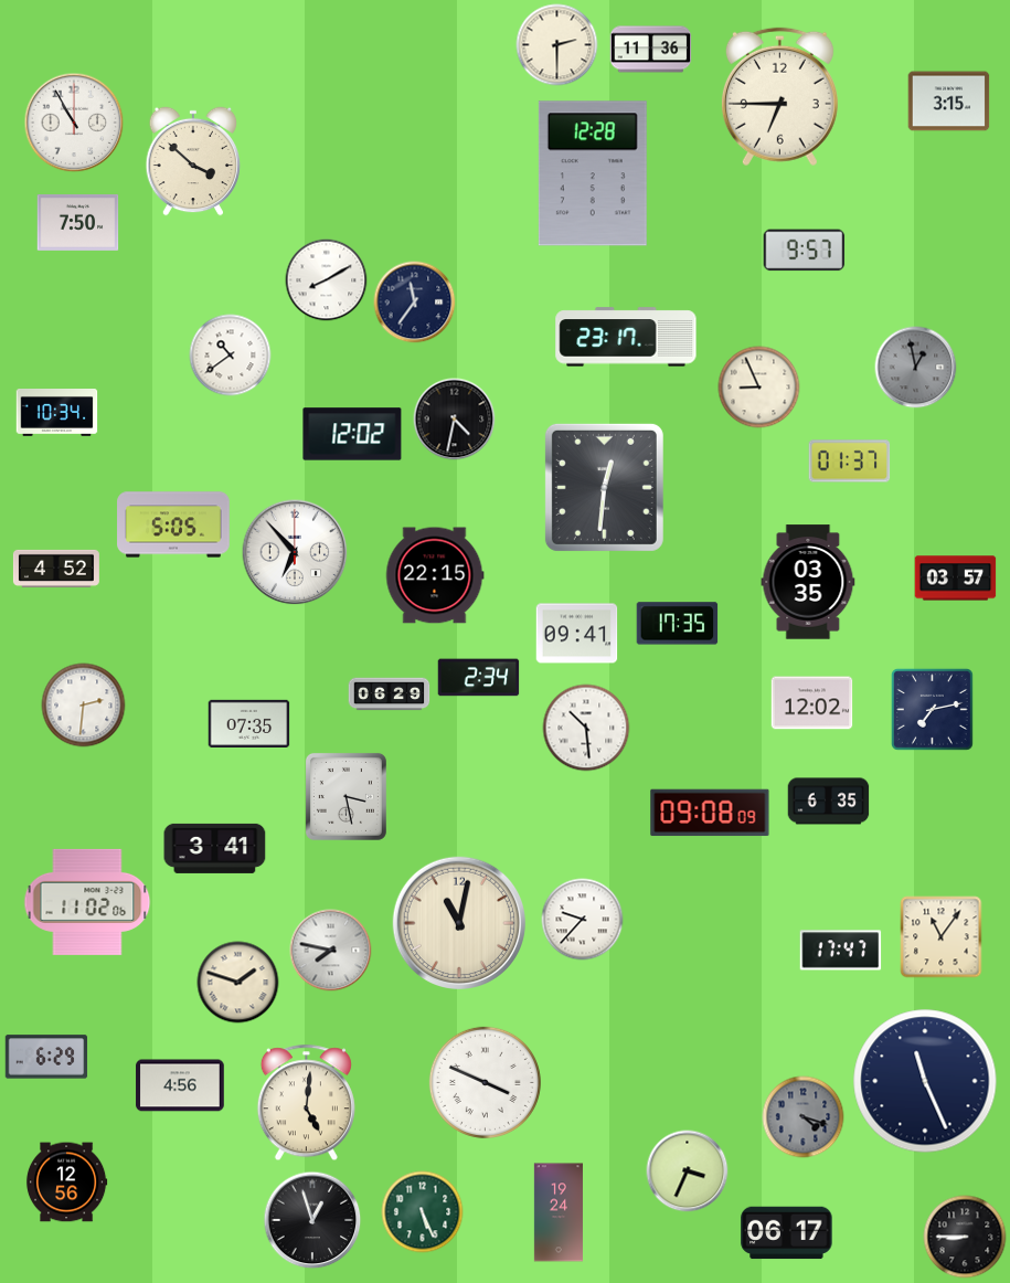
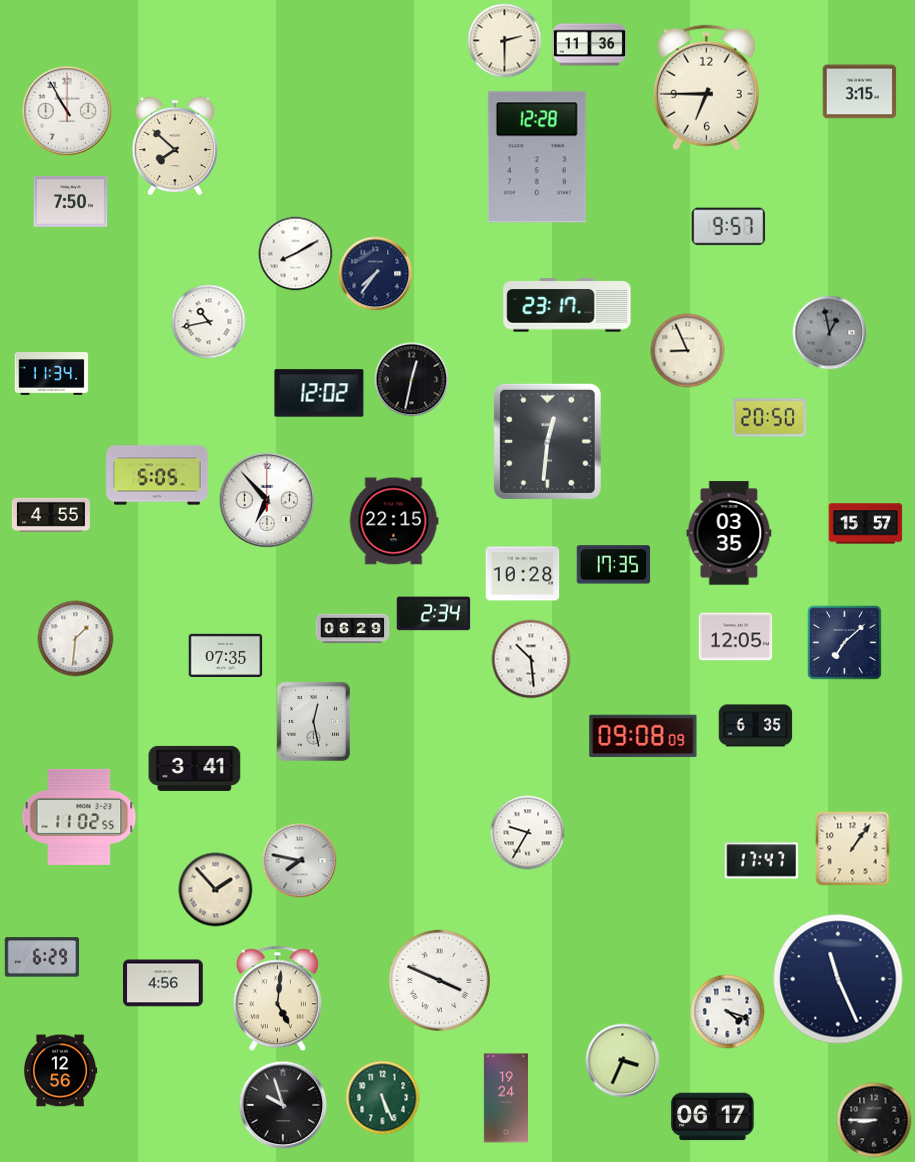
clock at (193, 161): 3:52 -> 7:52
clock at (415, 303): 11:36 -> 7:36
clock at (231, 356): 10:39 -> 10:43
clock at (57, 413): 10:34 -> 11:34
clock at (455, 420): 4:32 -> 12:32
clock at (850, 462): 01:37 -> 20:50
clock at (56, 569): 4:52 -> 4:55
clock at (956, 579): 03:57 -> 15:57
clock at (808, 582) position: (808, 582) -> (729, 533)
clock at (577, 634): 09:41 -> 10:28
clock at (812, 703): 12:02 -> 12:05
clock at (84, 706): 2:31 -> 1:31
clock at (932, 709): 7:13 -> 7:08
clock at (345, 796): 3:28 -> 12:28
clock at (829, 802) position: (829, 802) -> (756, 726)
clock at (87, 902): 11:02:06 -> 11:02:55
clock at (583, 920): 9:37 -> 9:35
clock at (458, 922): 11:02 -> none
clock at (942, 937): 11:06 -> 1:06
clock at (238, 983): 1:48 -> 1:53
clock at (804, 1117) dial: grey -> white
clock at (312, 1220): 12:57 -> 9:57
